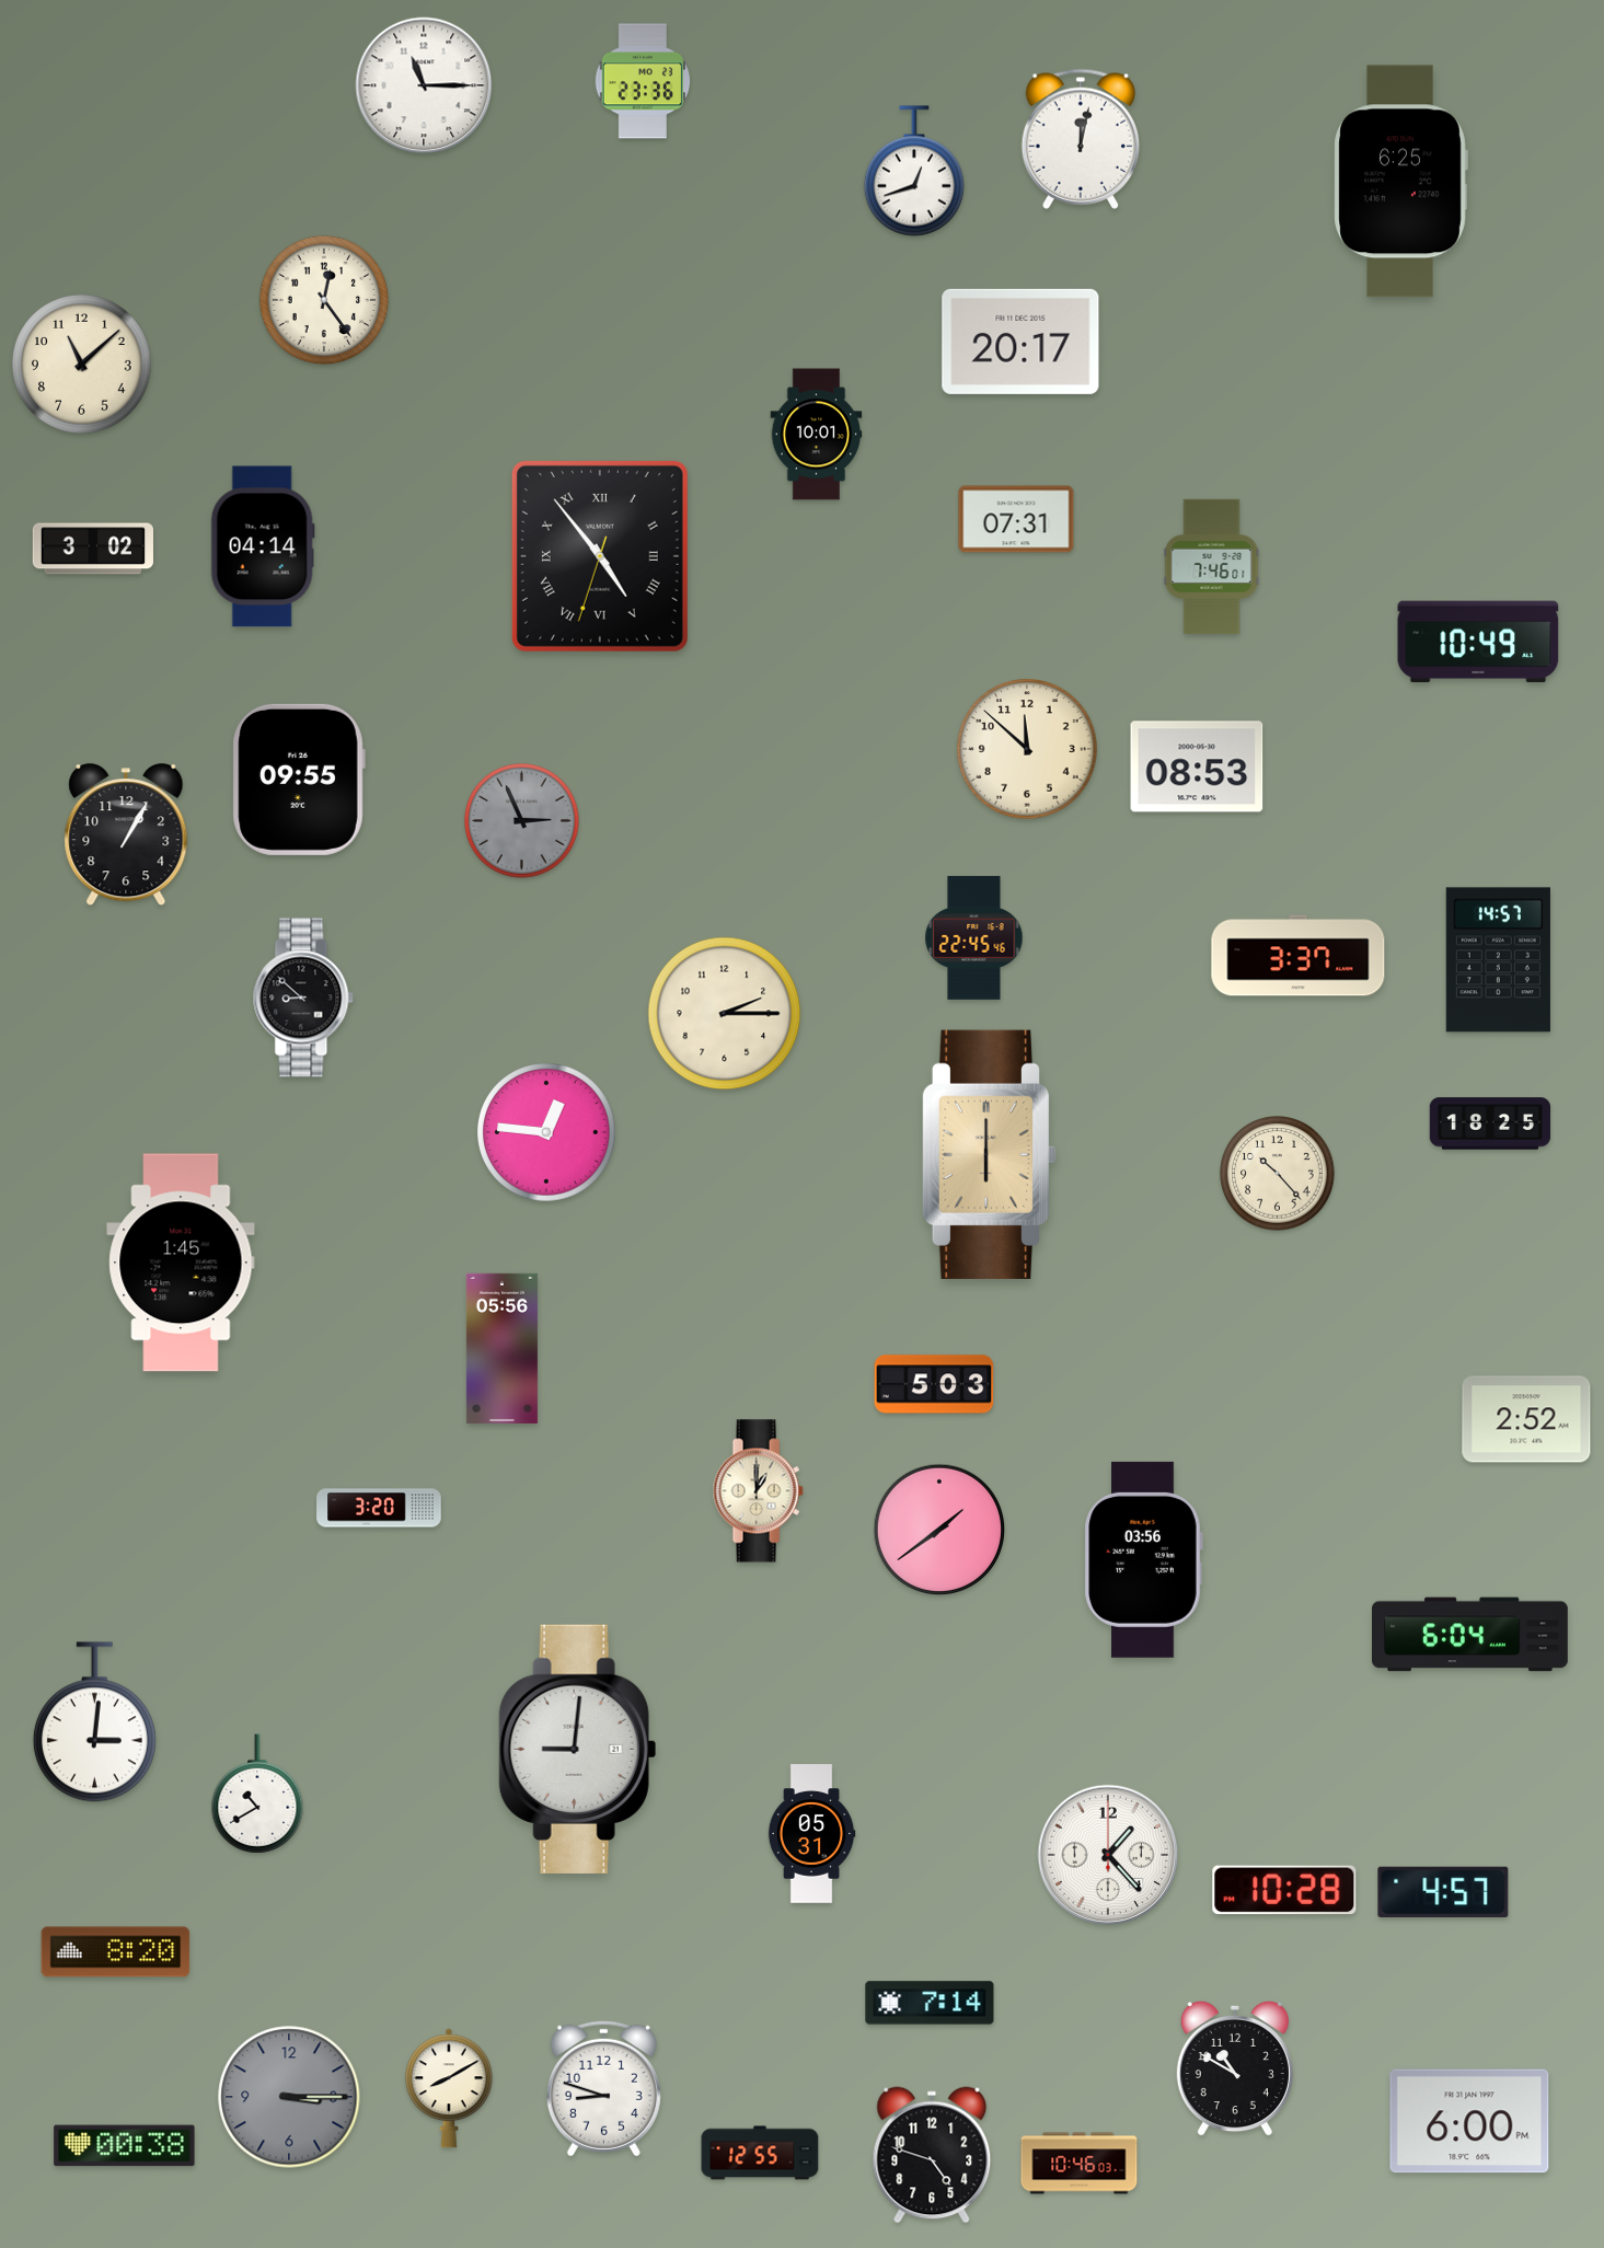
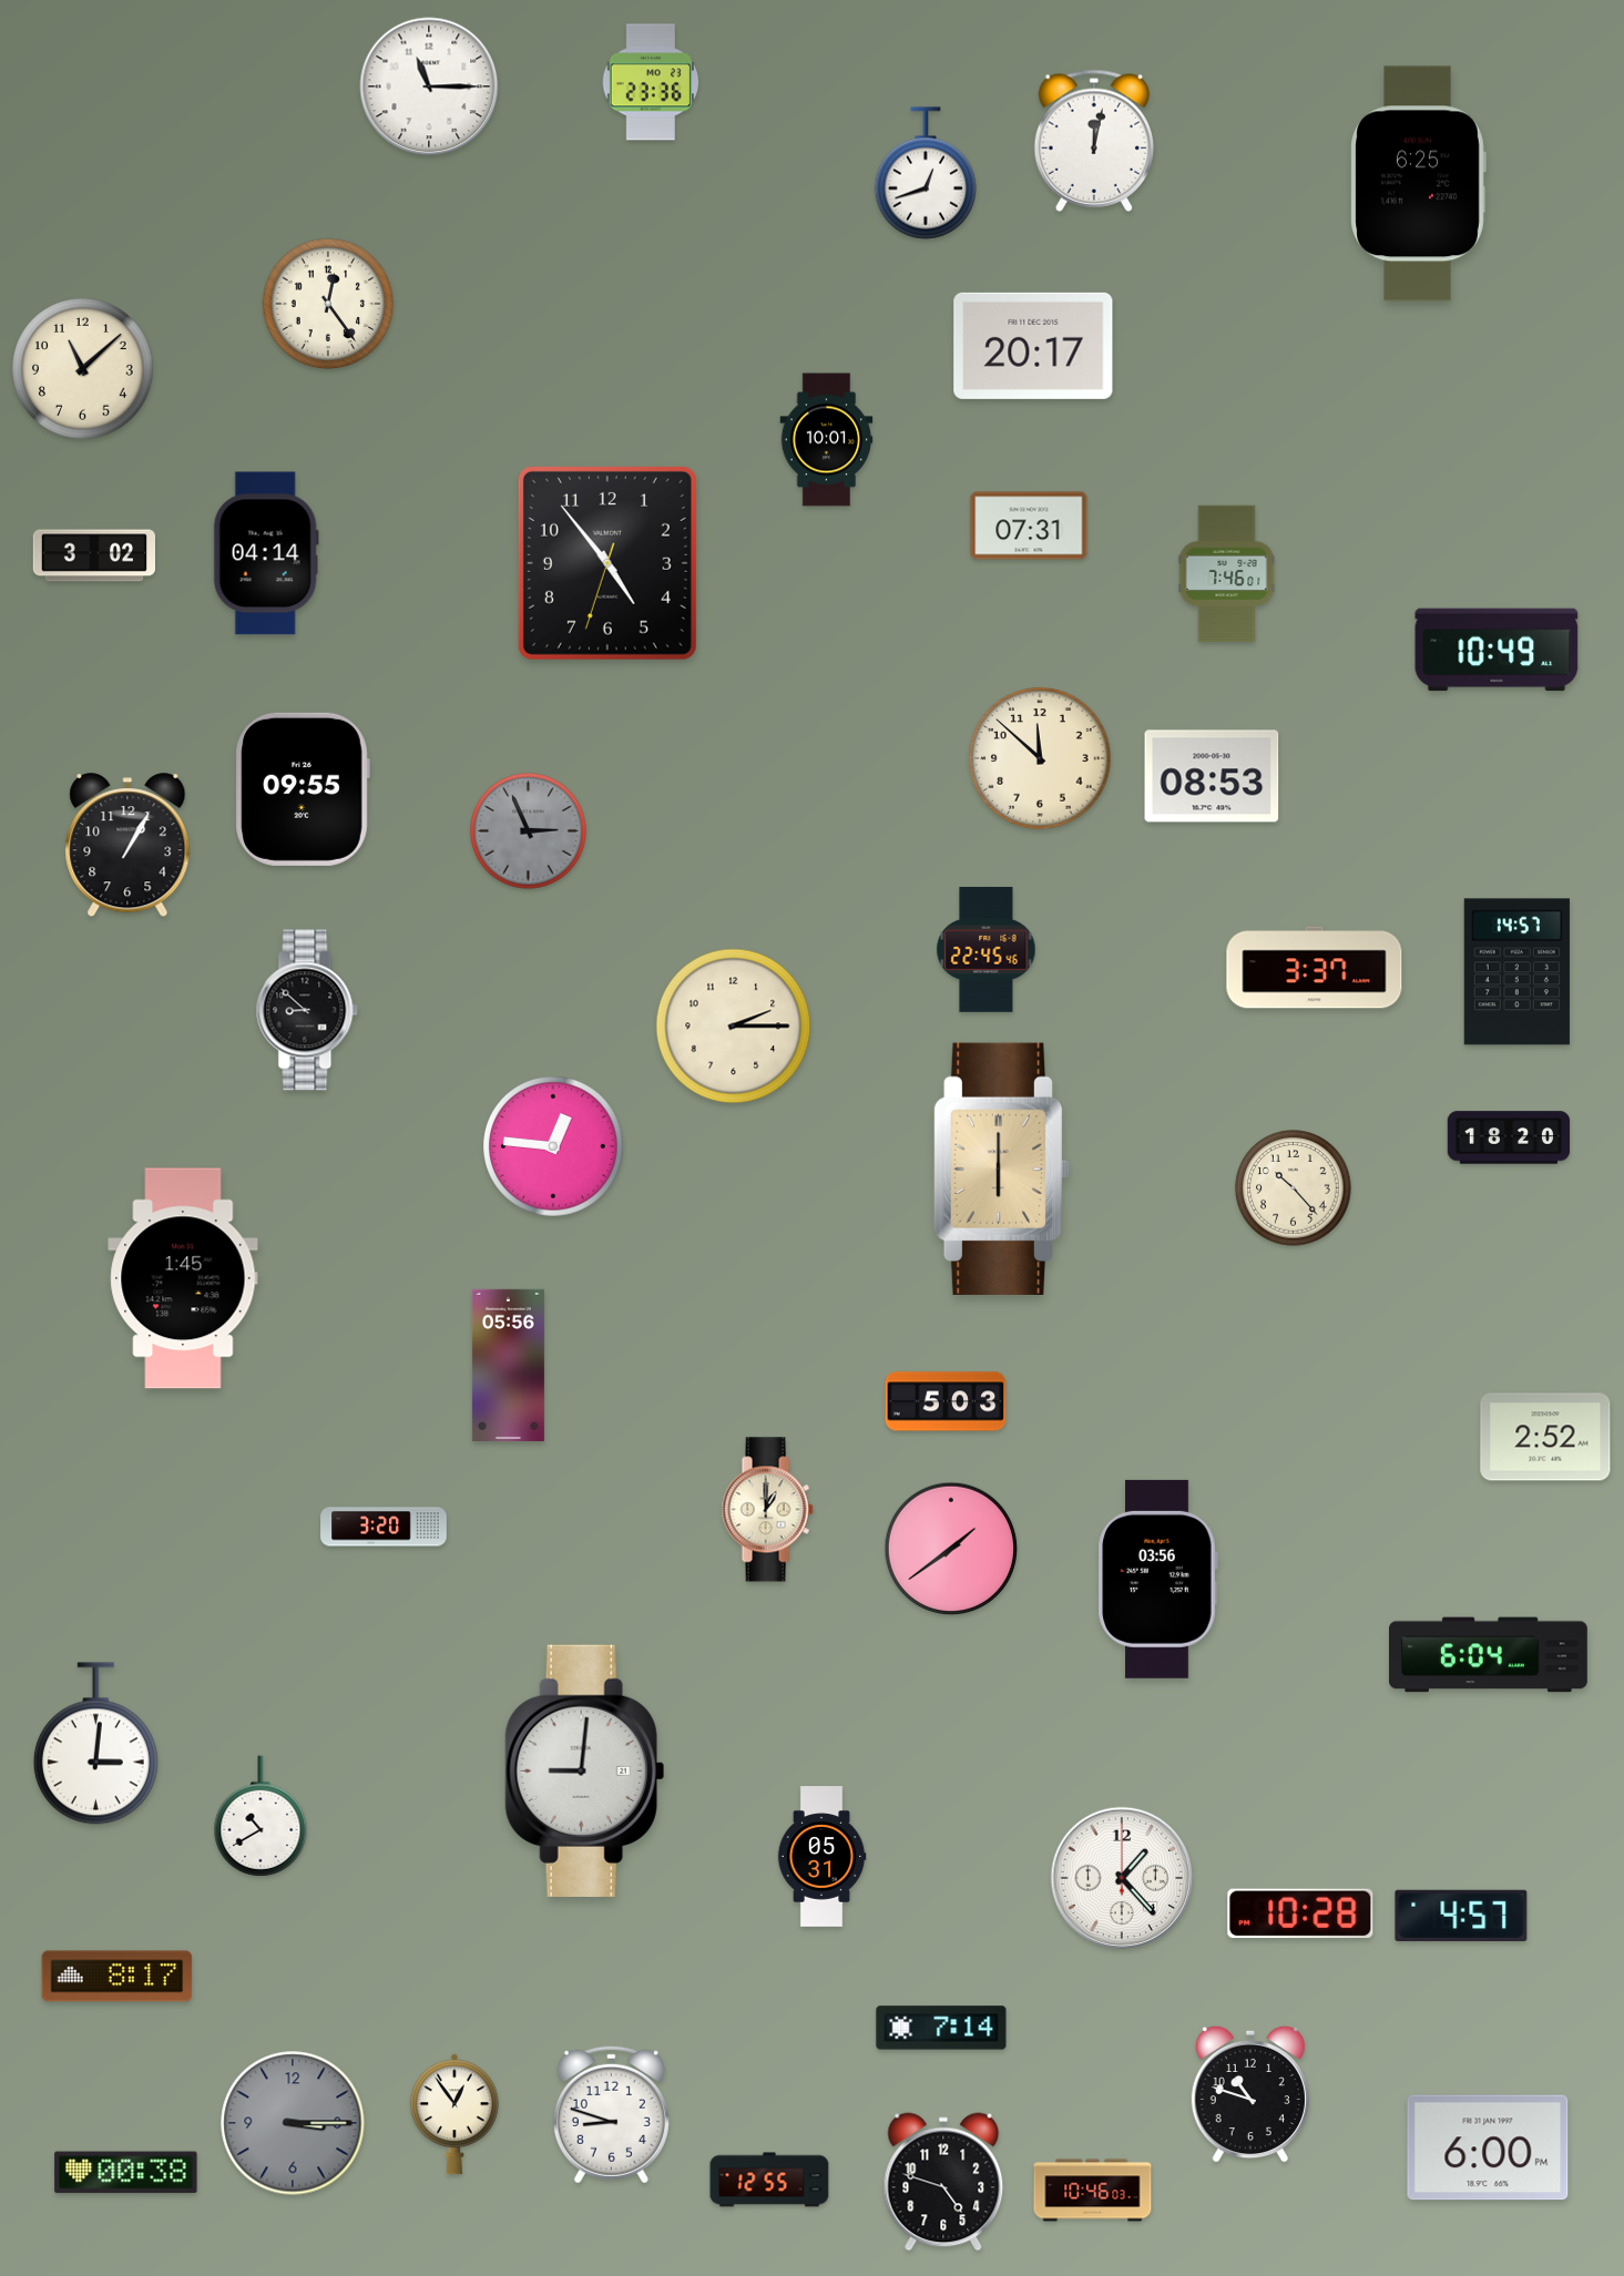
clock at (600, 556) numerals: Roman -> Arabic
clock at (1490, 1123): 18:25 -> 18:20
clock at (116, 1952): 8:20 -> 8:17
clock at (1235, 2068): 10:50 -> 10:48
clock at (449, 2088): 8:10 -> 12:54
